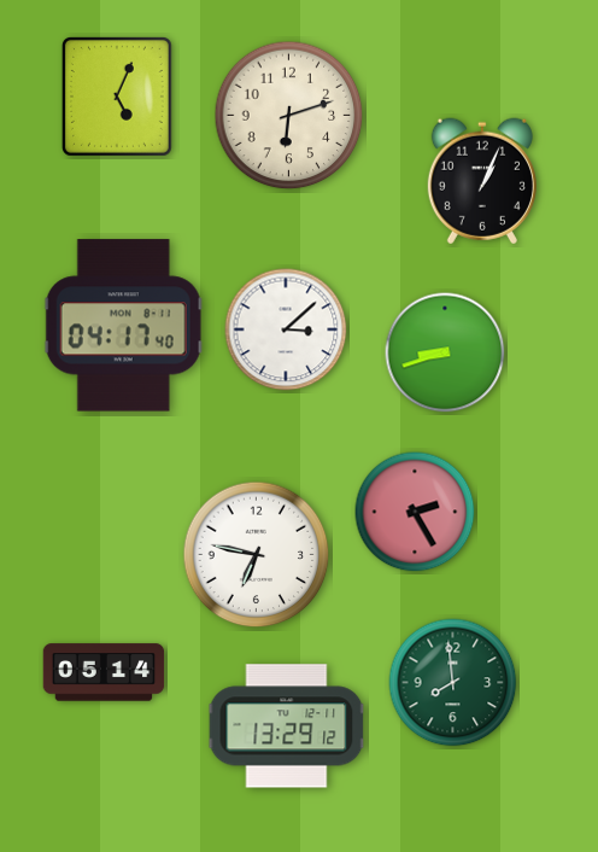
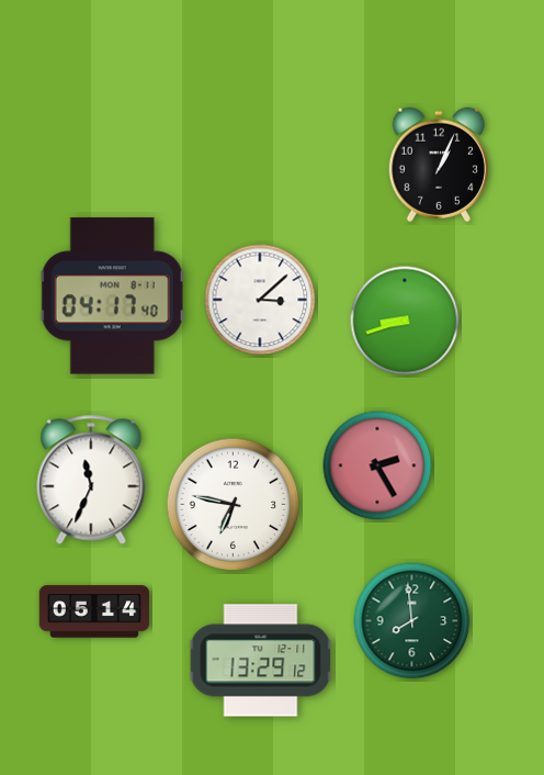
clock at (117, 98): 5:04 -> none
clock at (289, 116): 6:12 -> none
clock at (91, 480): none -> 11:34
